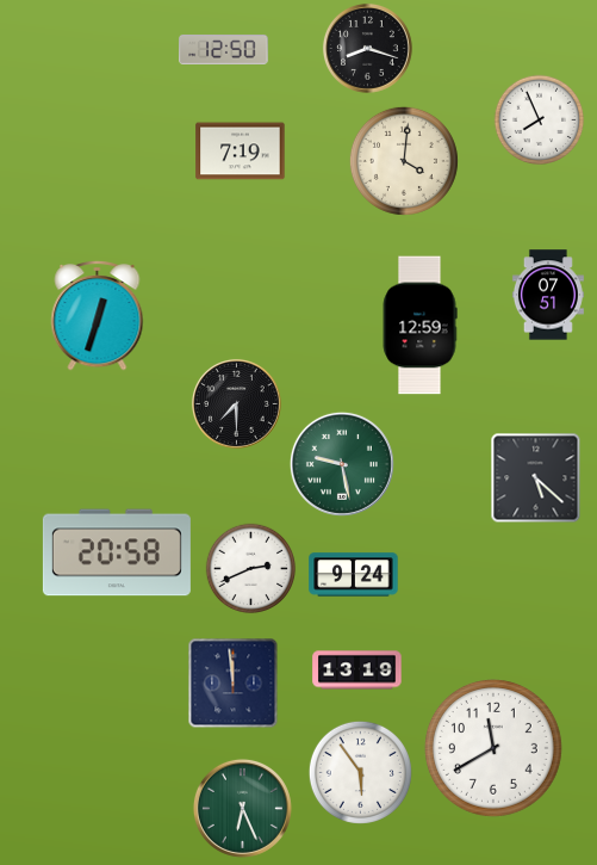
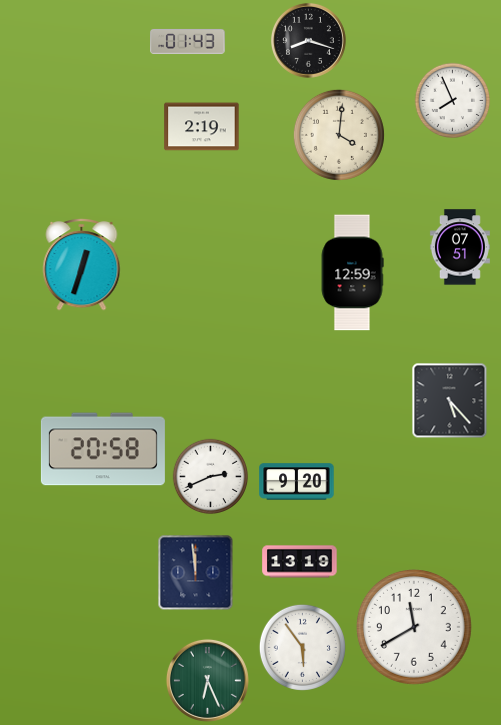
clock at (224, 49): 12:50 -> 01:43
clock at (241, 152): 7:19 -> 2:19
clock at (236, 403): 7:30 -> none
clock at (342, 464): 9:28 -> none
clock at (536, 478): 5:22 -> 5:23
clock at (117, 552) position: (117, 552) -> (103, 449)
clock at (354, 575): 9:24 -> 9:20
clock at (242, 808) position: (242, 808) -> (207, 680)
